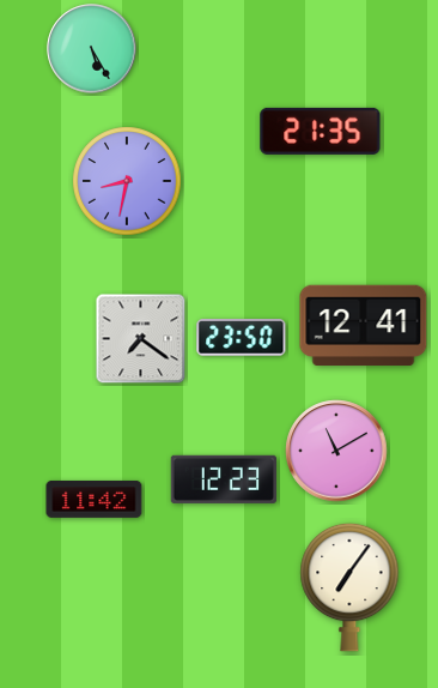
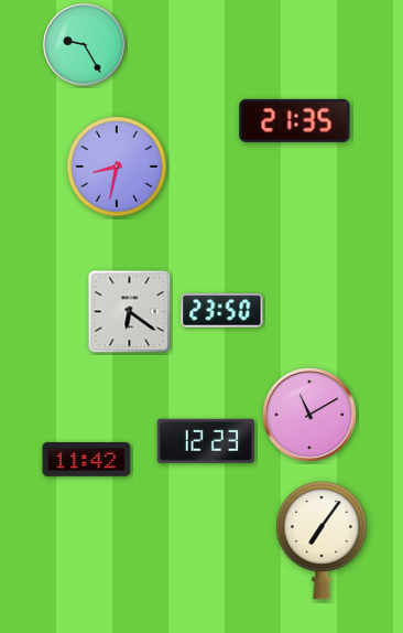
clock at (92, 49): 5:25 -> 9:25
clock at (364, 325): 12:41 -> none
clock at (141, 339): 7:21 -> 6:21
